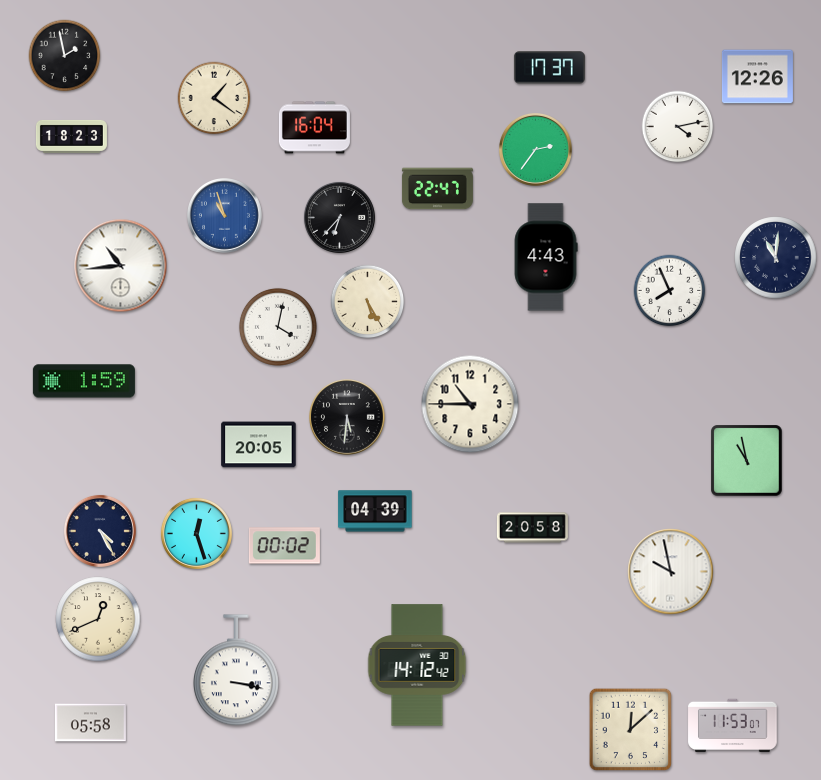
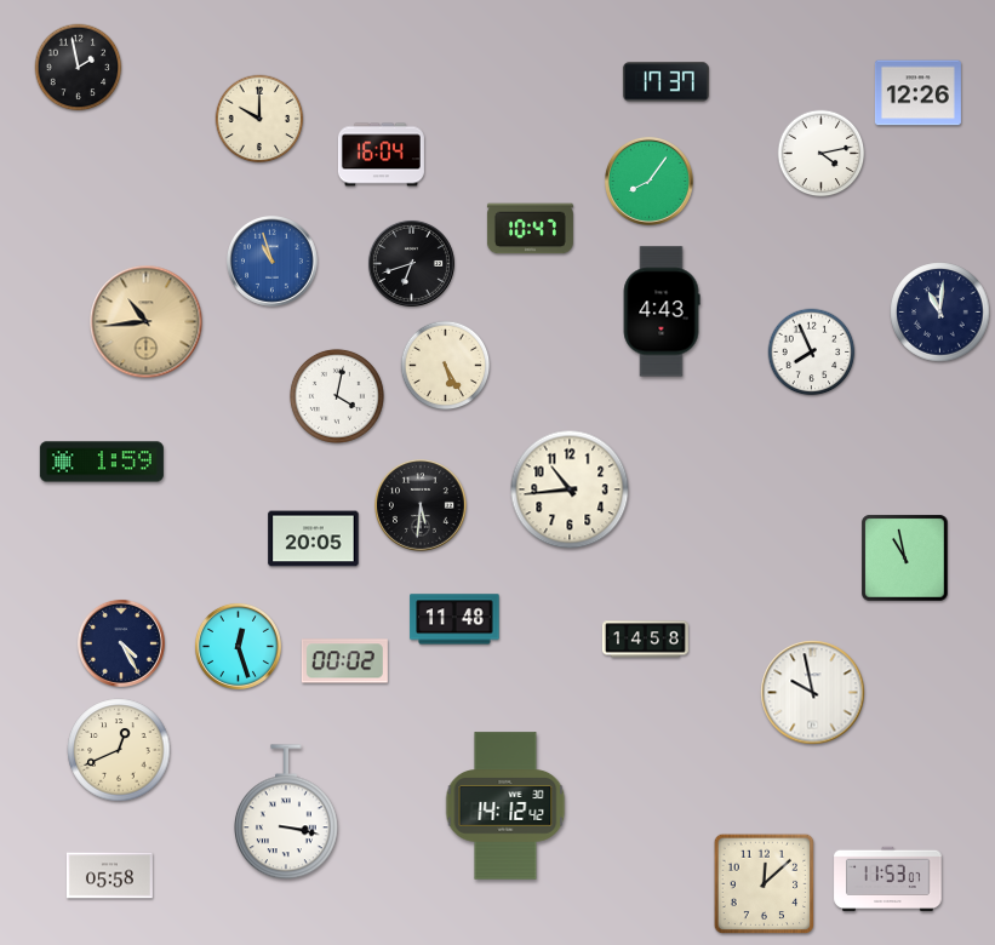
clock at (214, 98): 1:21 -> 10:00
clock at (71, 136): 18:23 -> none
clock at (535, 149): 2:36 -> 8:06
clock at (437, 189): 22:47 -> 10:47
clock at (339, 217): 6:37 -> 6:42
clock at (121, 266) dial: white -> champagne
clock at (470, 404): 10:45 -> 10:44
clock at (375, 511): 04:39 -> 11:48
clock at (532, 528): 20:58 -> 14:58
